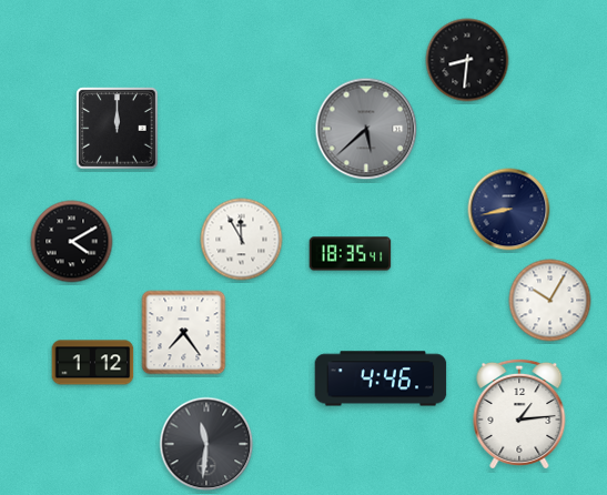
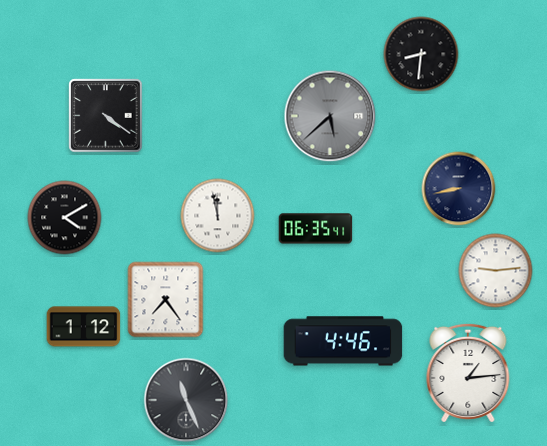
clock at (118, 129): 12:00 -> 4:21
clock at (242, 240): 11:55 -> 11:58
clock at (351, 254): 18:35 -> 06:35
clock at (550, 301): 10:05 -> 9:14
clock at (206, 444): 11:31 -> 11:26
